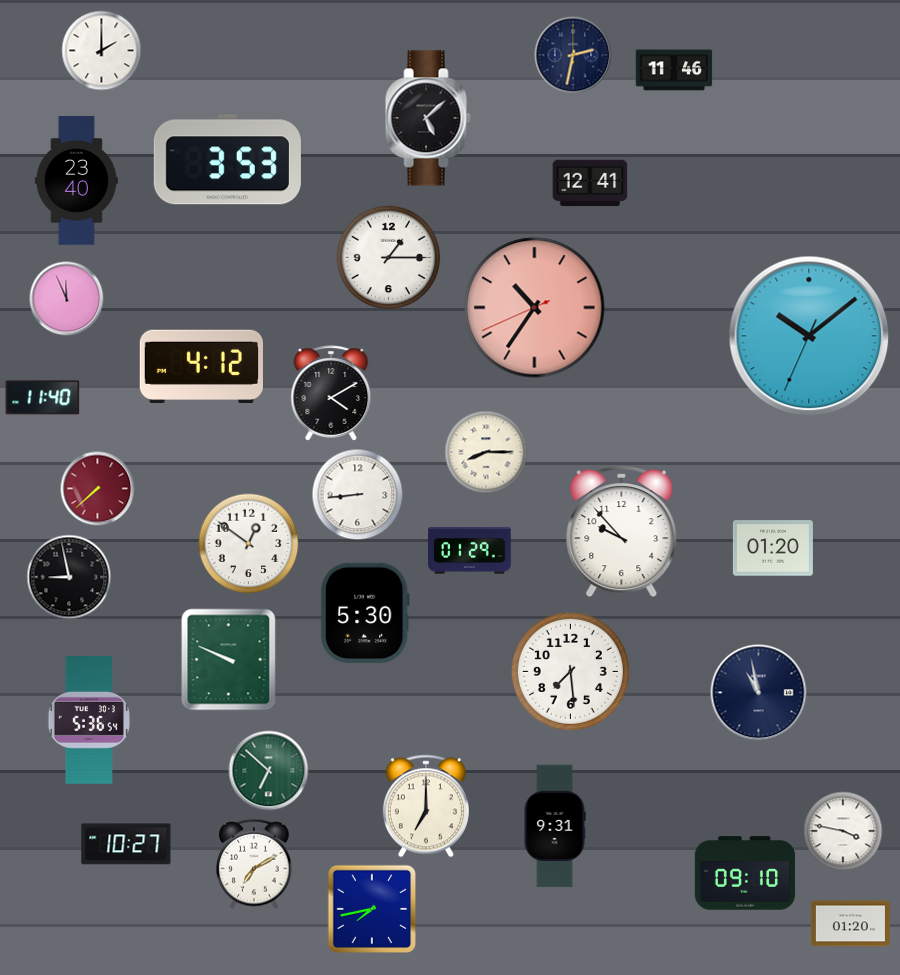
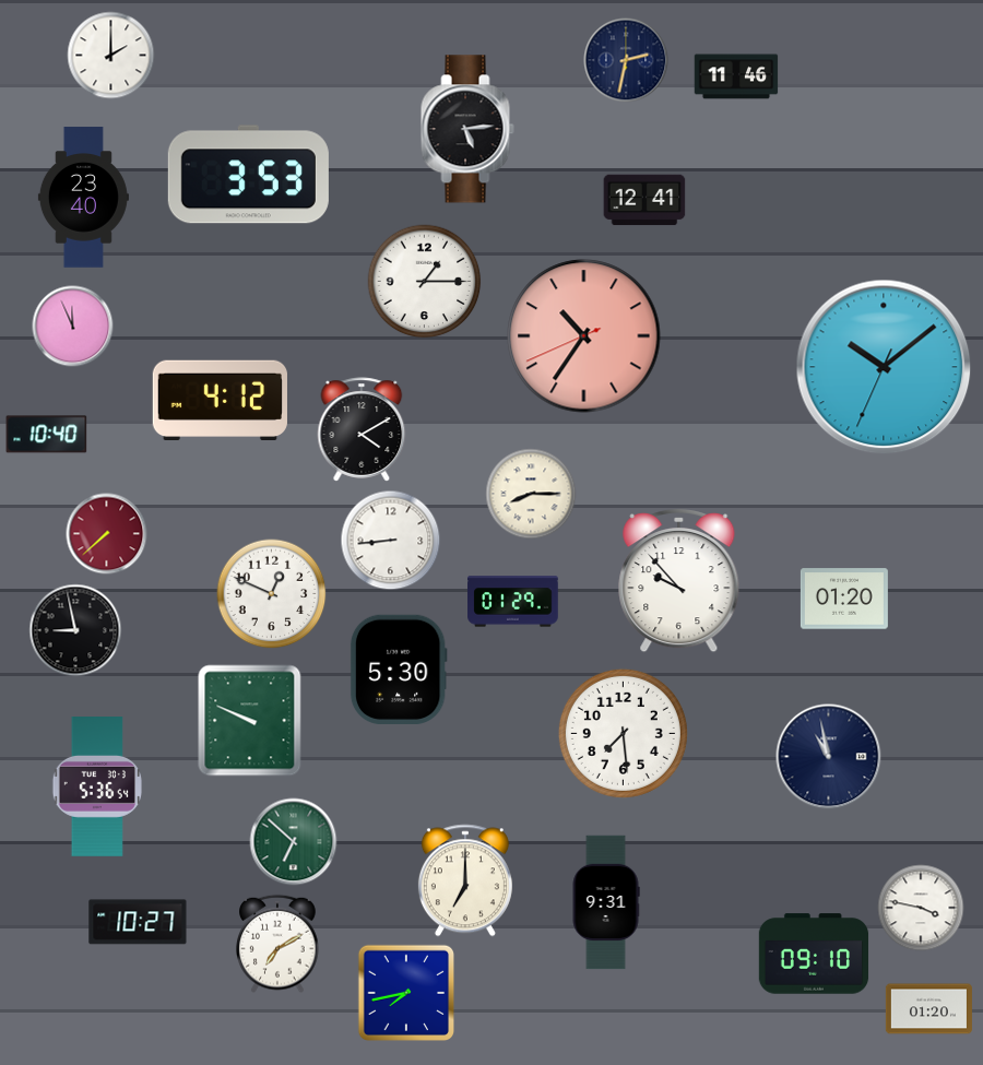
clock at (428, 118): 5:08 -> 5:14
clock at (43, 398): 11:40 -> 10:40
clock at (249, 544): 12:51 -> 12:49
